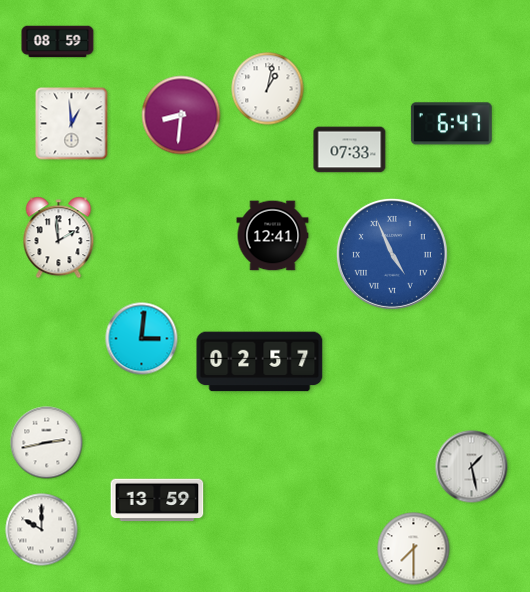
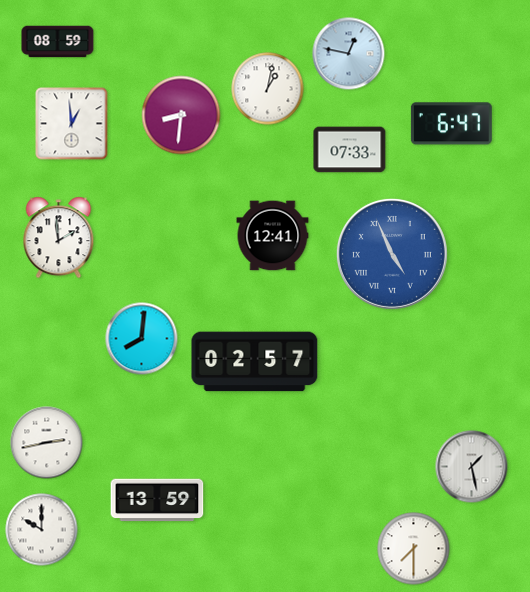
clock at (349, 54): none -> 12:47
clock at (142, 339): 3:01 -> 8:01
clock at (260, 362) position: (260, 362) -> (255, 362)
